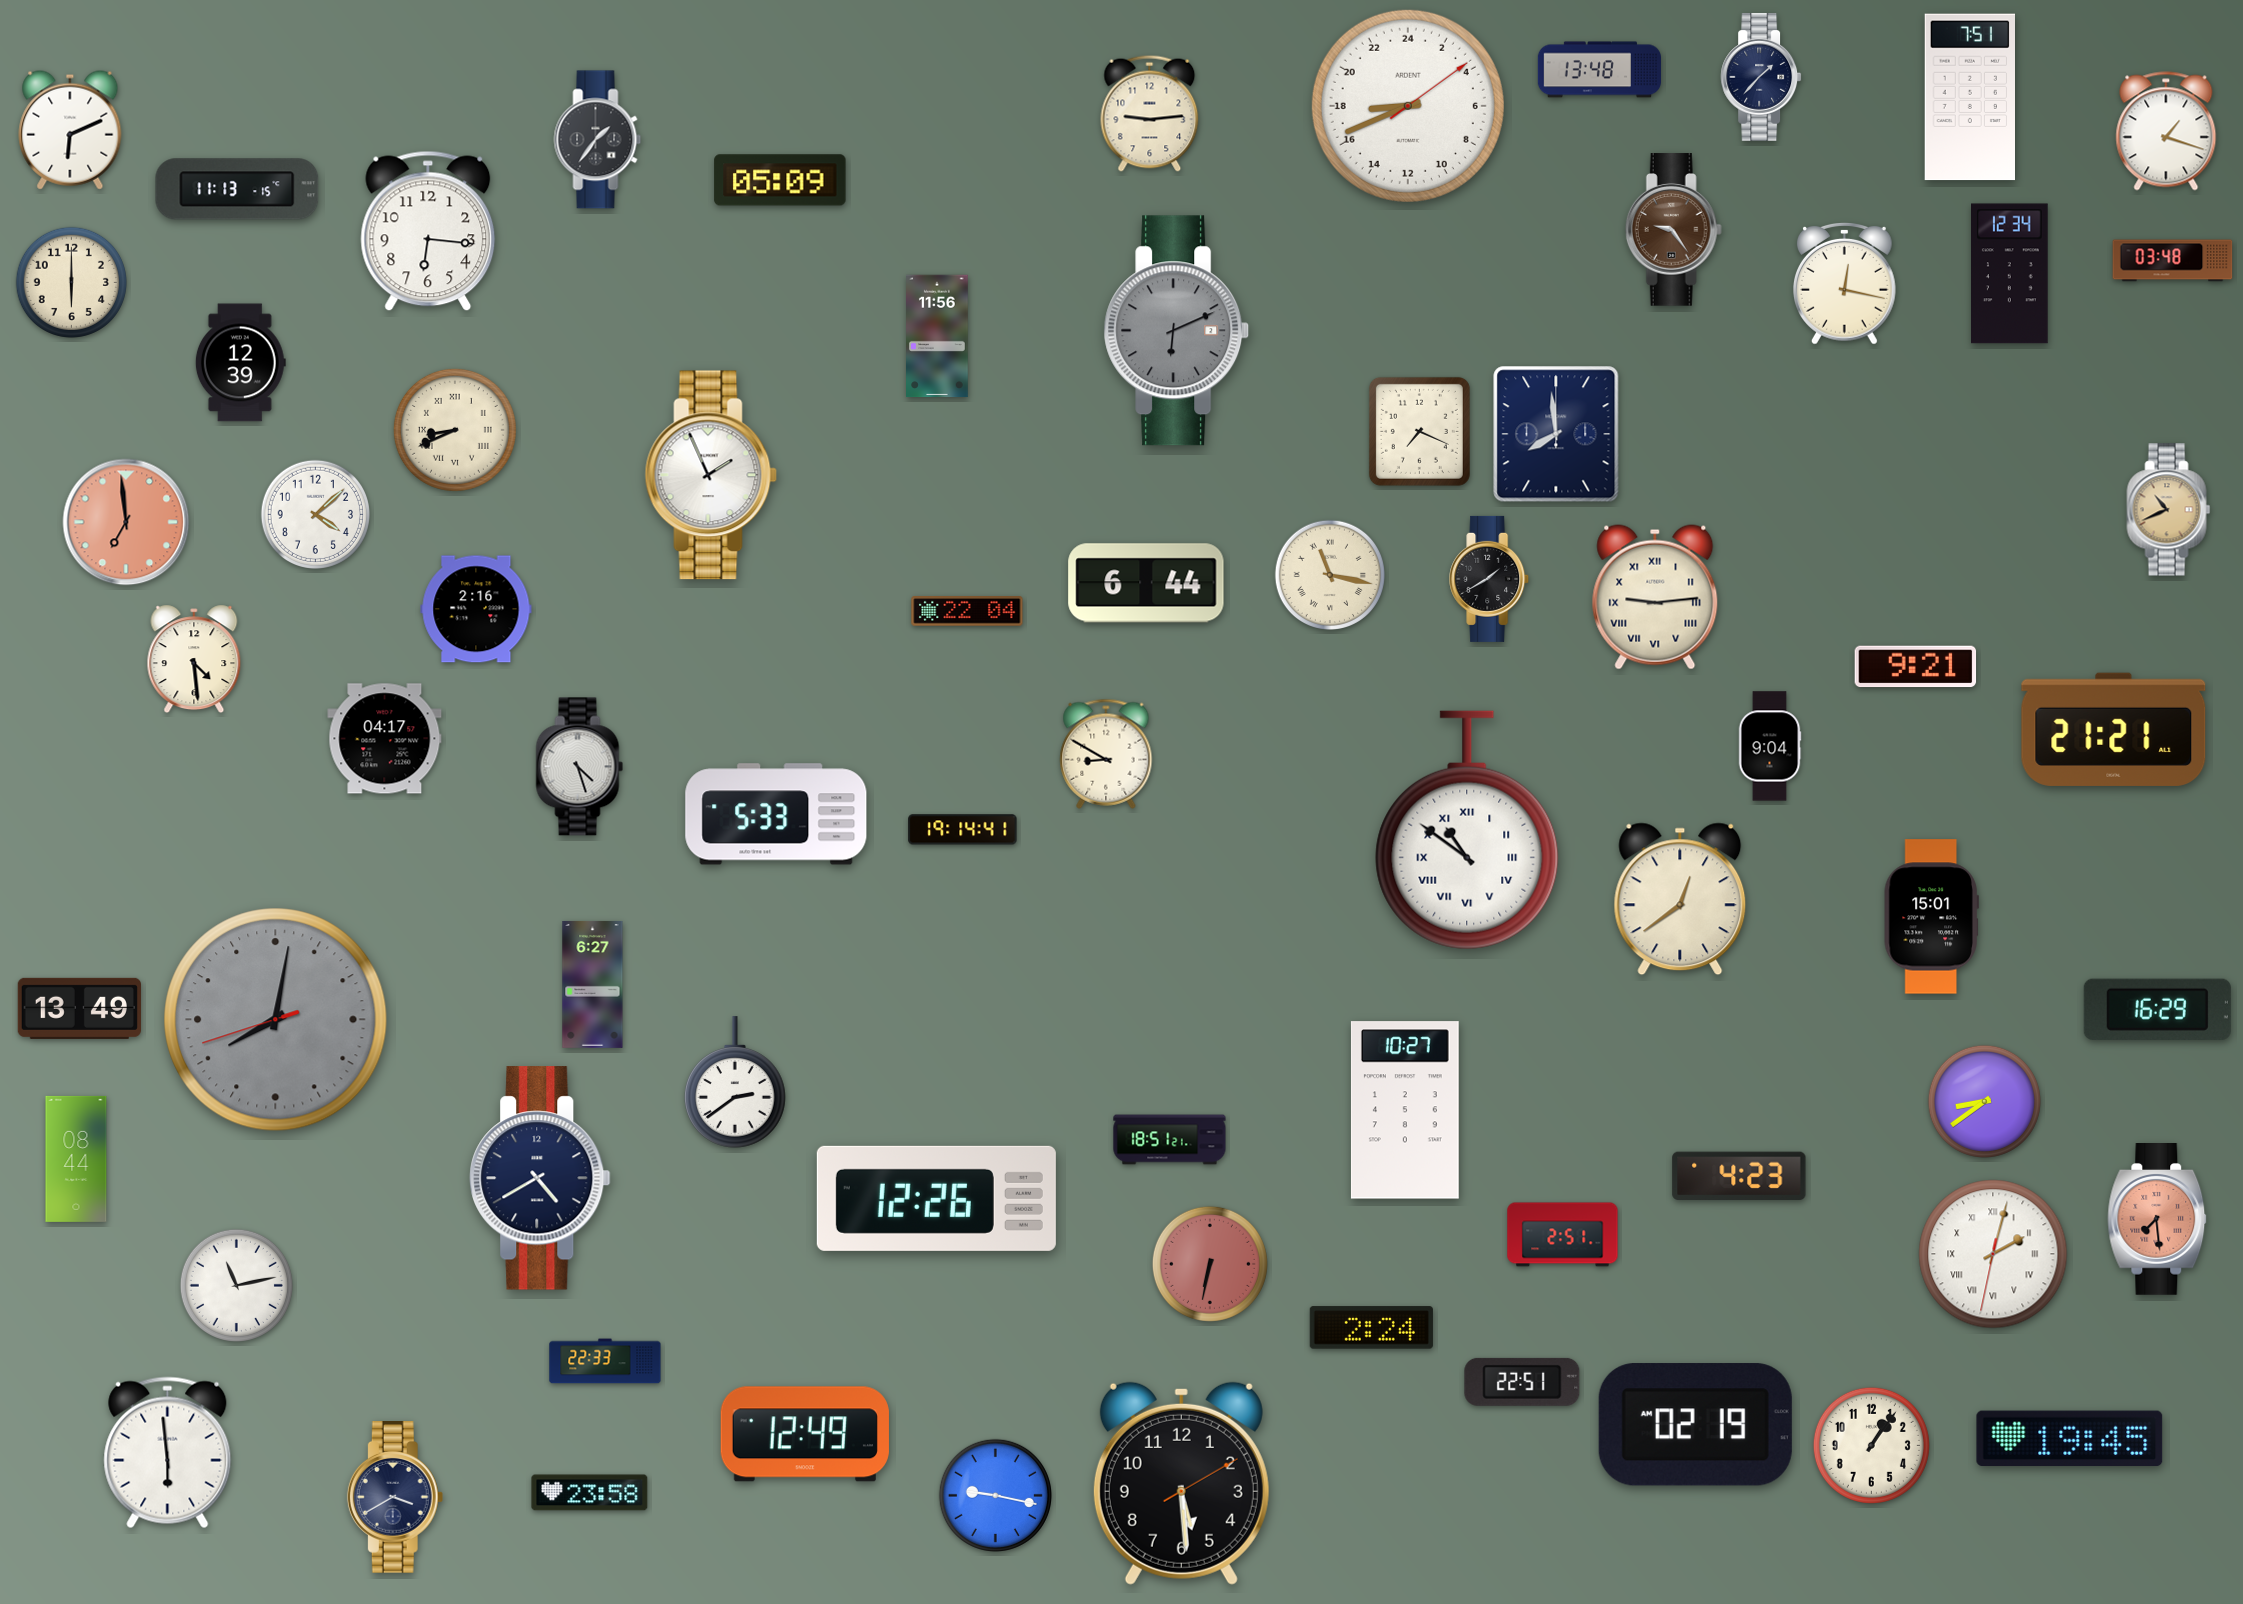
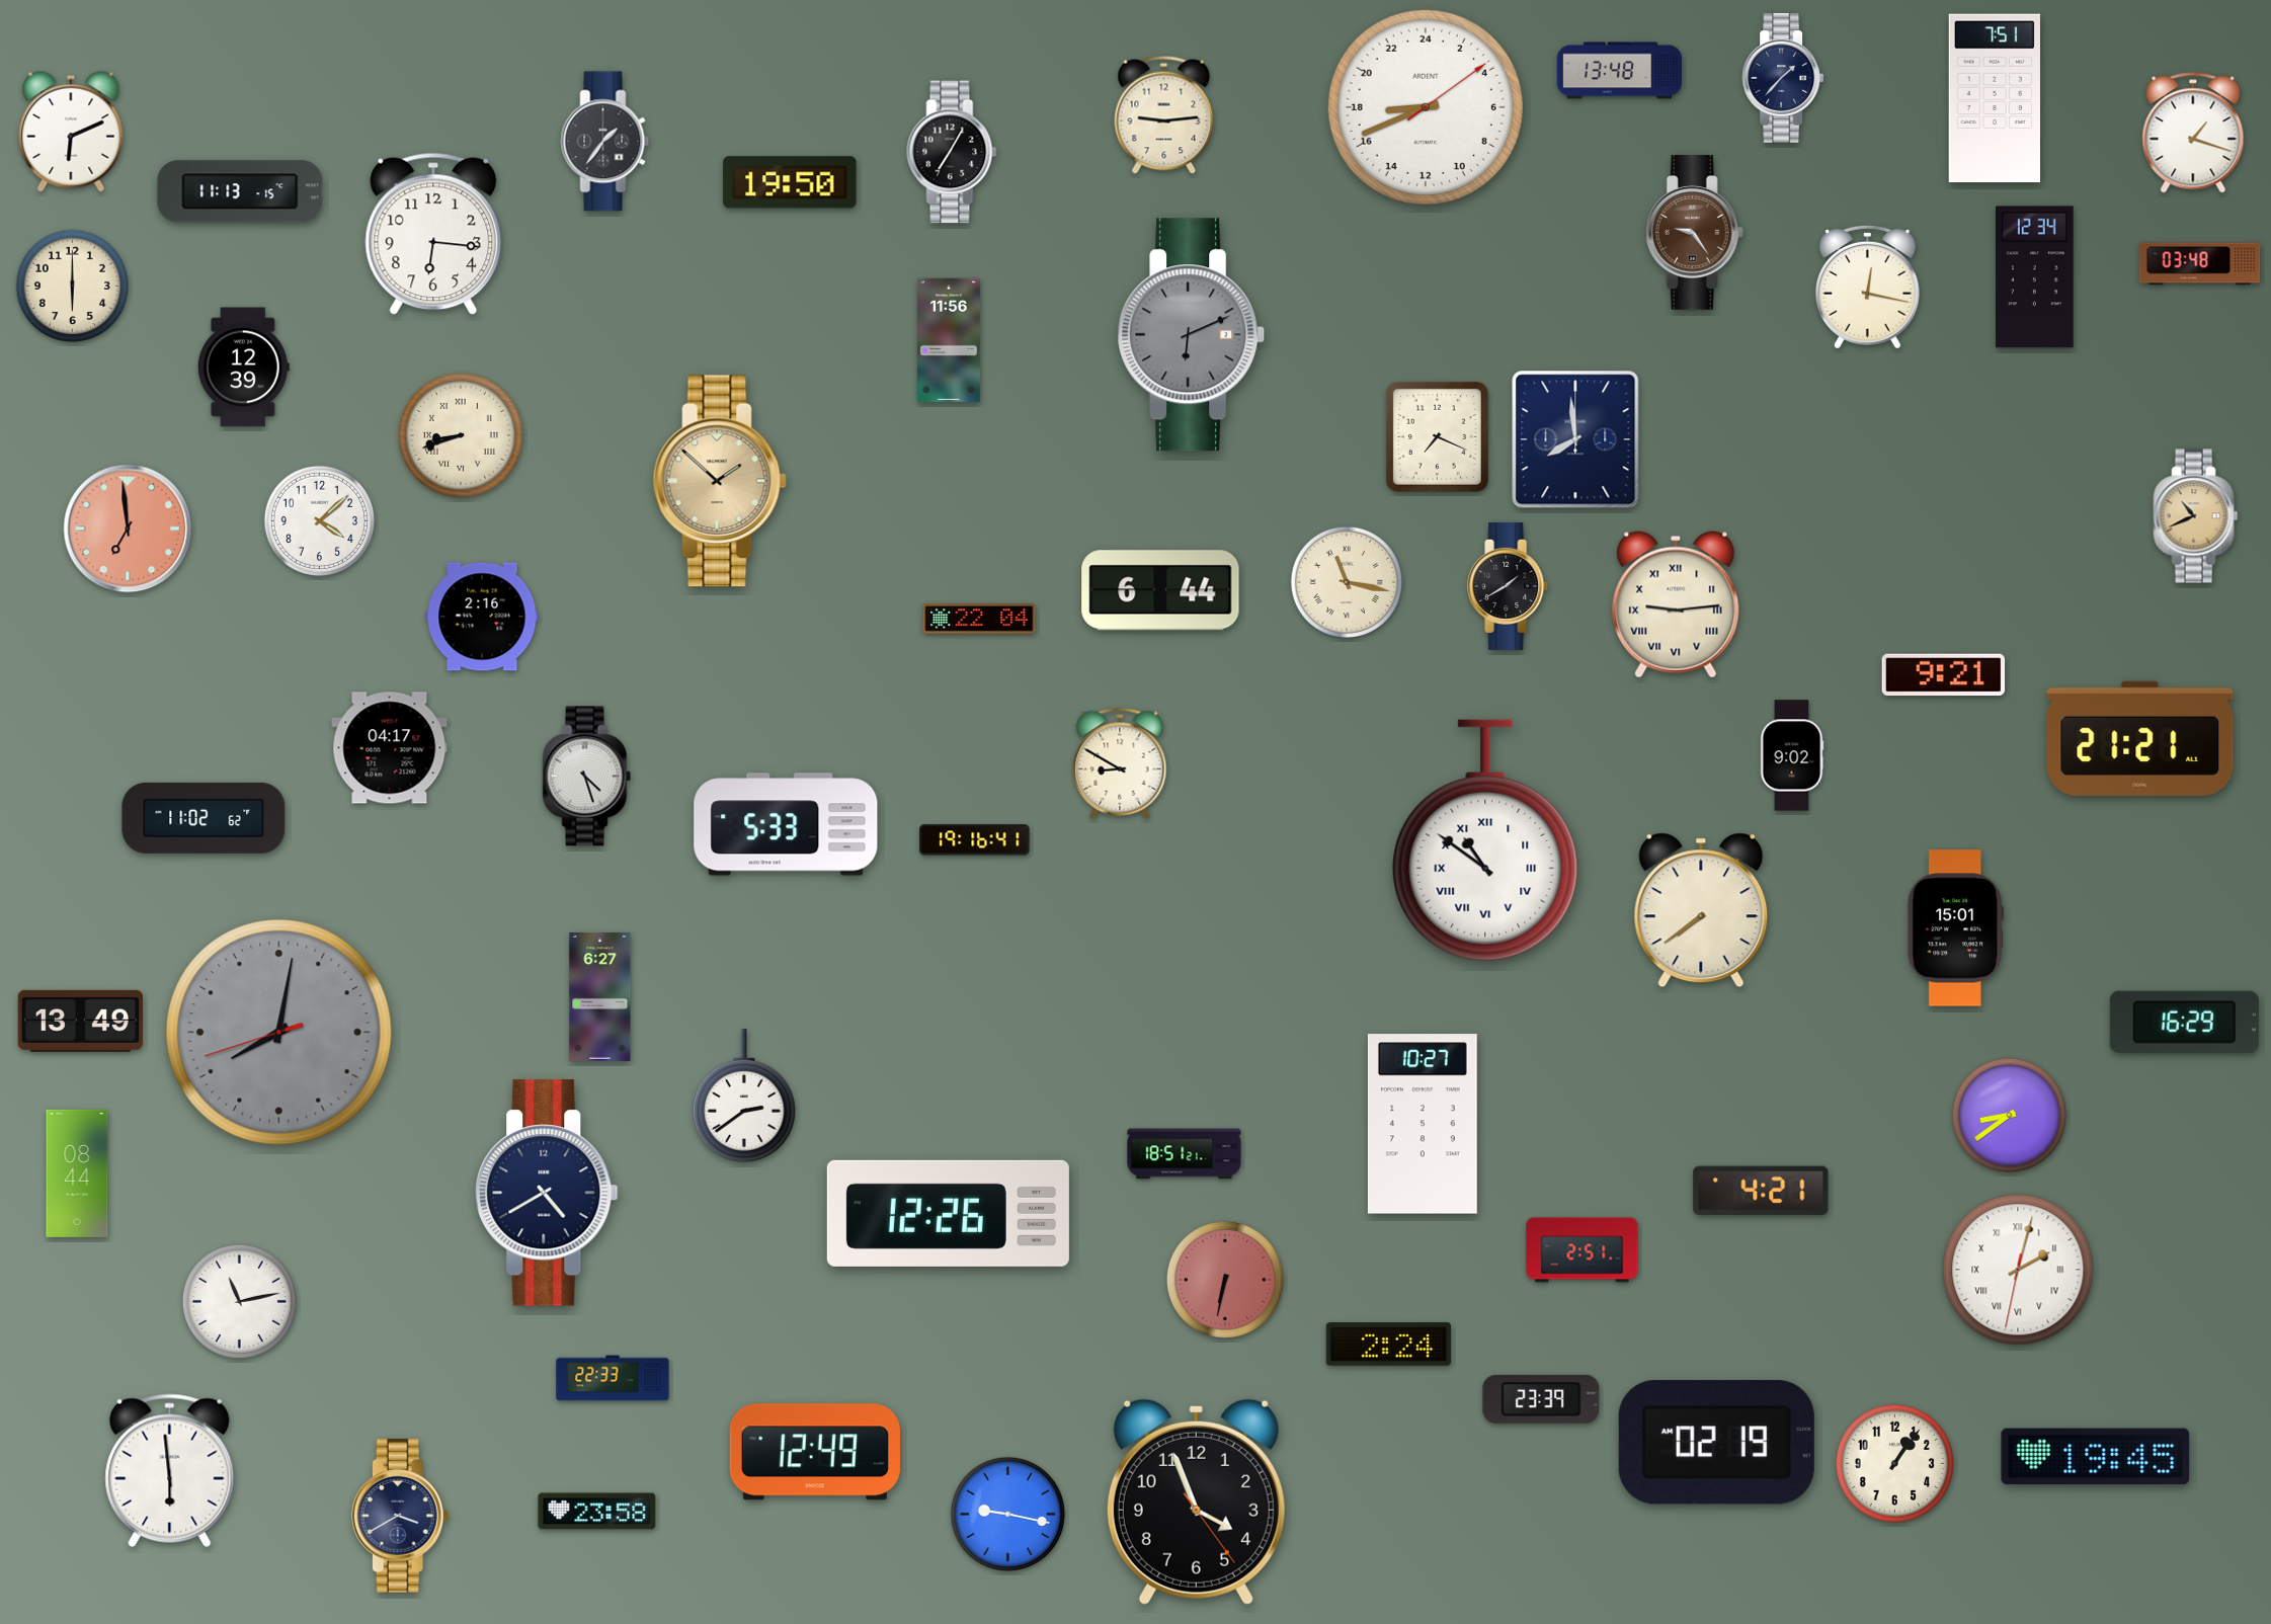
clock at (952, 152): none -> 7:05
clock at (780, 180): 05:09 -> 19:50
clock at (455, 430): 8:41 -> 8:42
clock at (711, 475): 1:56 -> 1:52
clock at (711, 475) dial: white -> champagne
clock at (194, 659): 4:29 -> none
clock at (1916, 667) position: (1916, 667) -> (1944, 675)
clock at (1770, 746): 9:04 -> 9:02
clock at (204, 818): none -> 11:02
clock at (963, 830): 19:14 -> 19:16
clock at (1680, 899): 12:39 -> 7:39
clock at (1739, 1175): 4:23 -> 4:21
clock at (2157, 1220): 7:29 -> none
clock at (1522, 1382): 22:51 -> 23:39
clock at (1181, 1483): 5:29 -> 3:56
